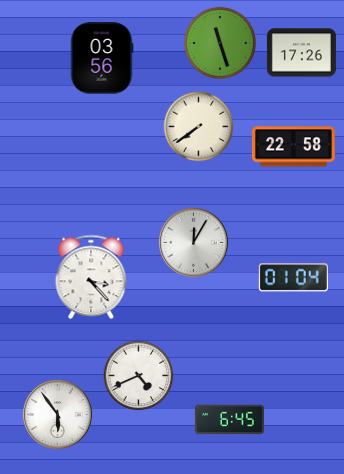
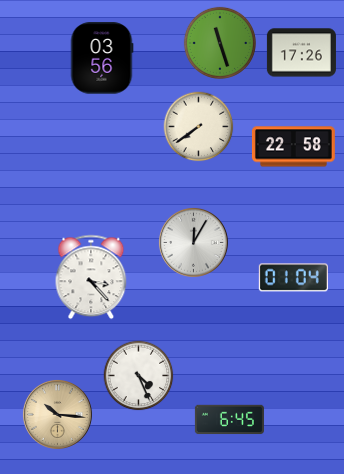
clock at (139, 376): 4:41 -> 4:26
clock at (57, 414): 5:54 -> 10:16
clock at (57, 414) dial: white -> champagne
